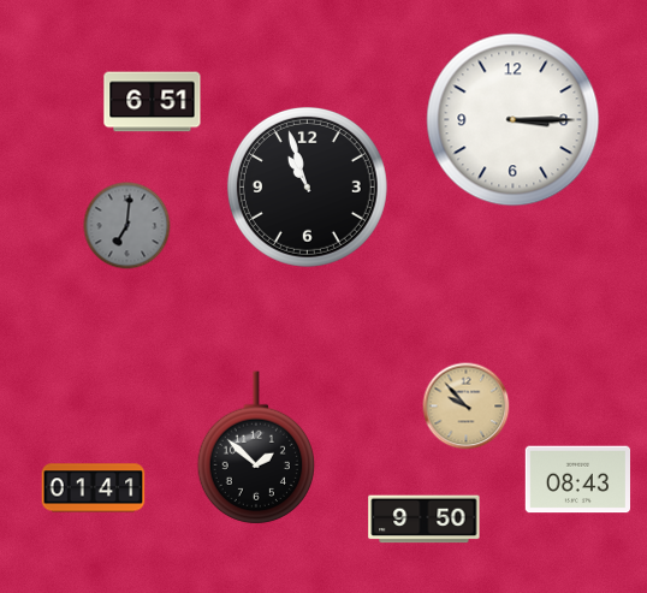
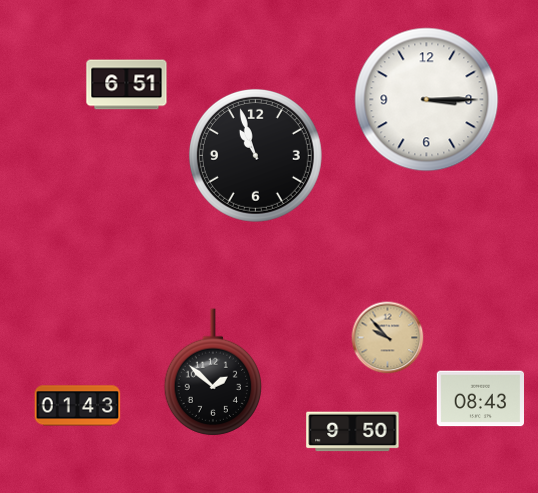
clock at (127, 226): 7:01 -> none
clock at (94, 488): 01:41 -> 01:43
